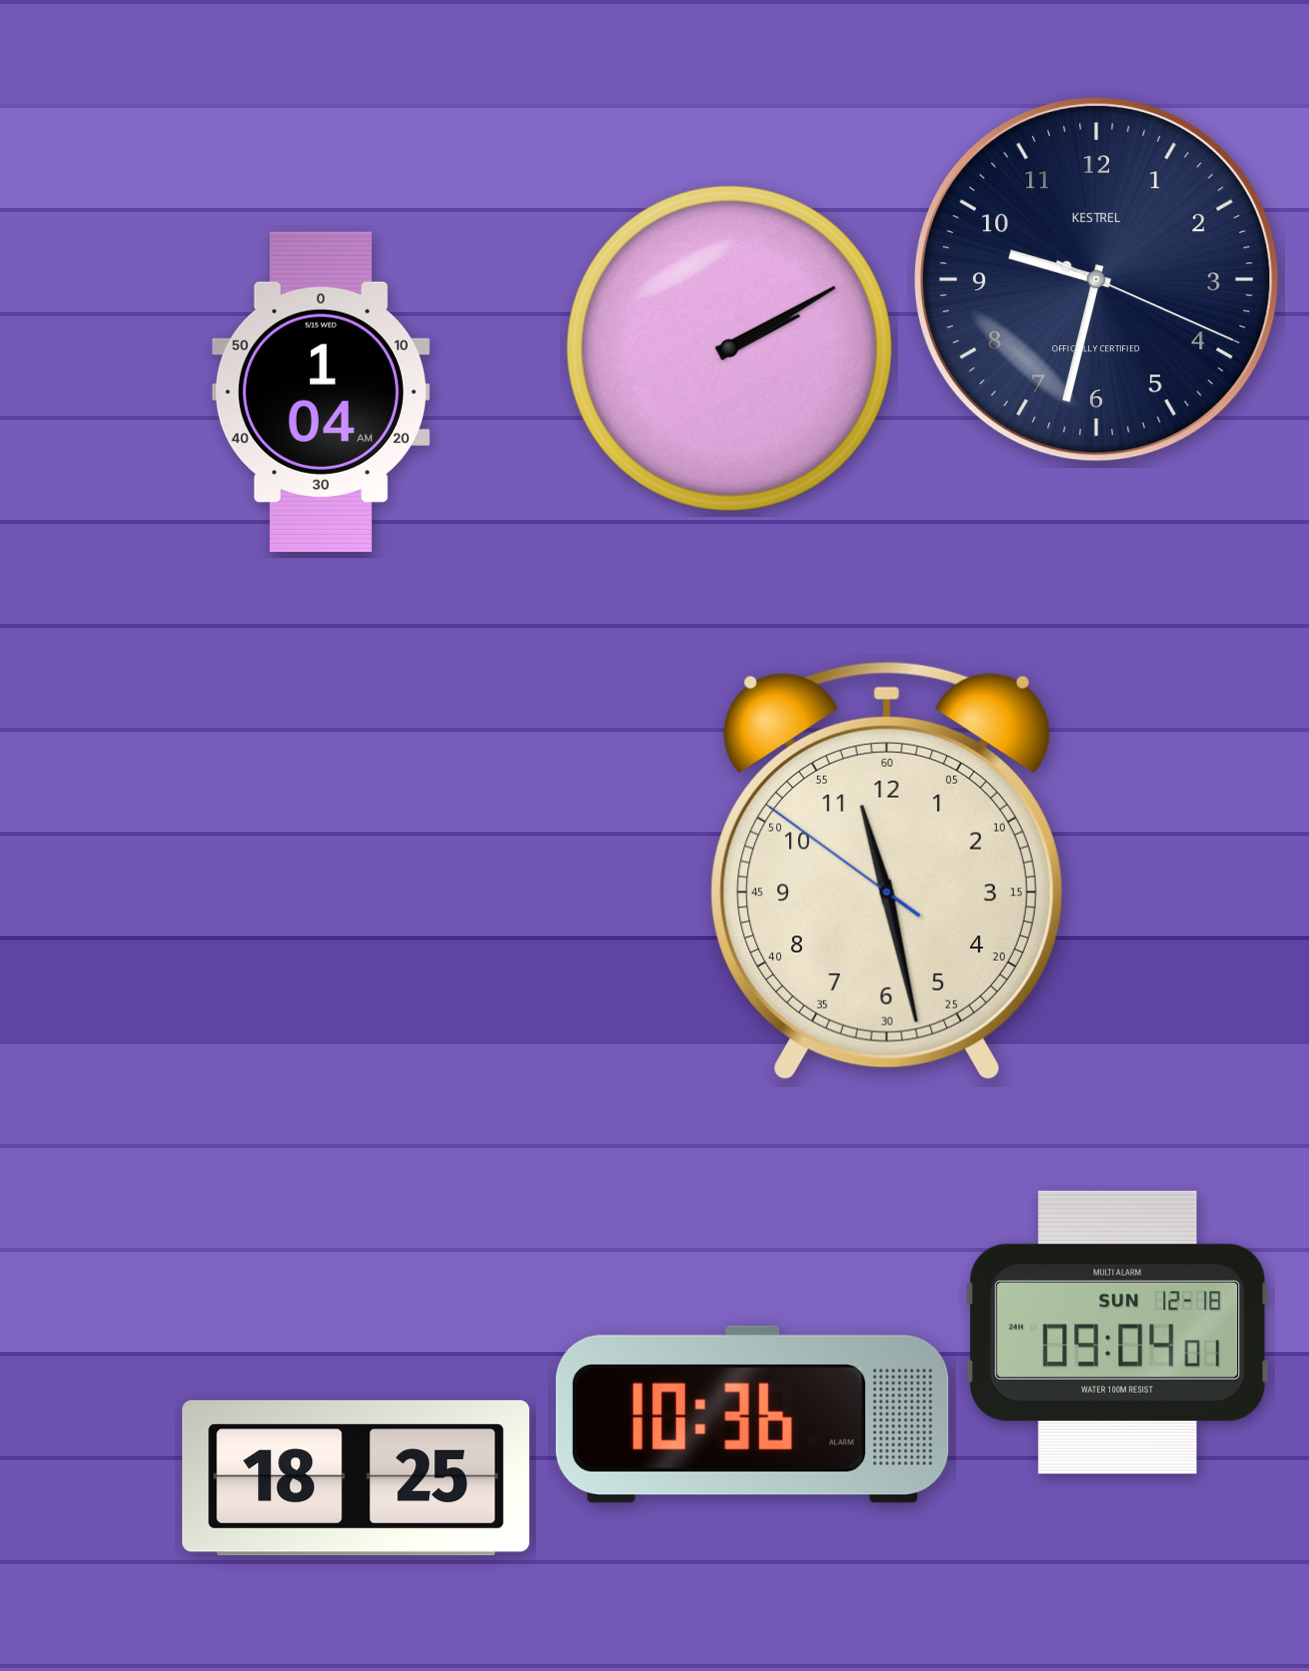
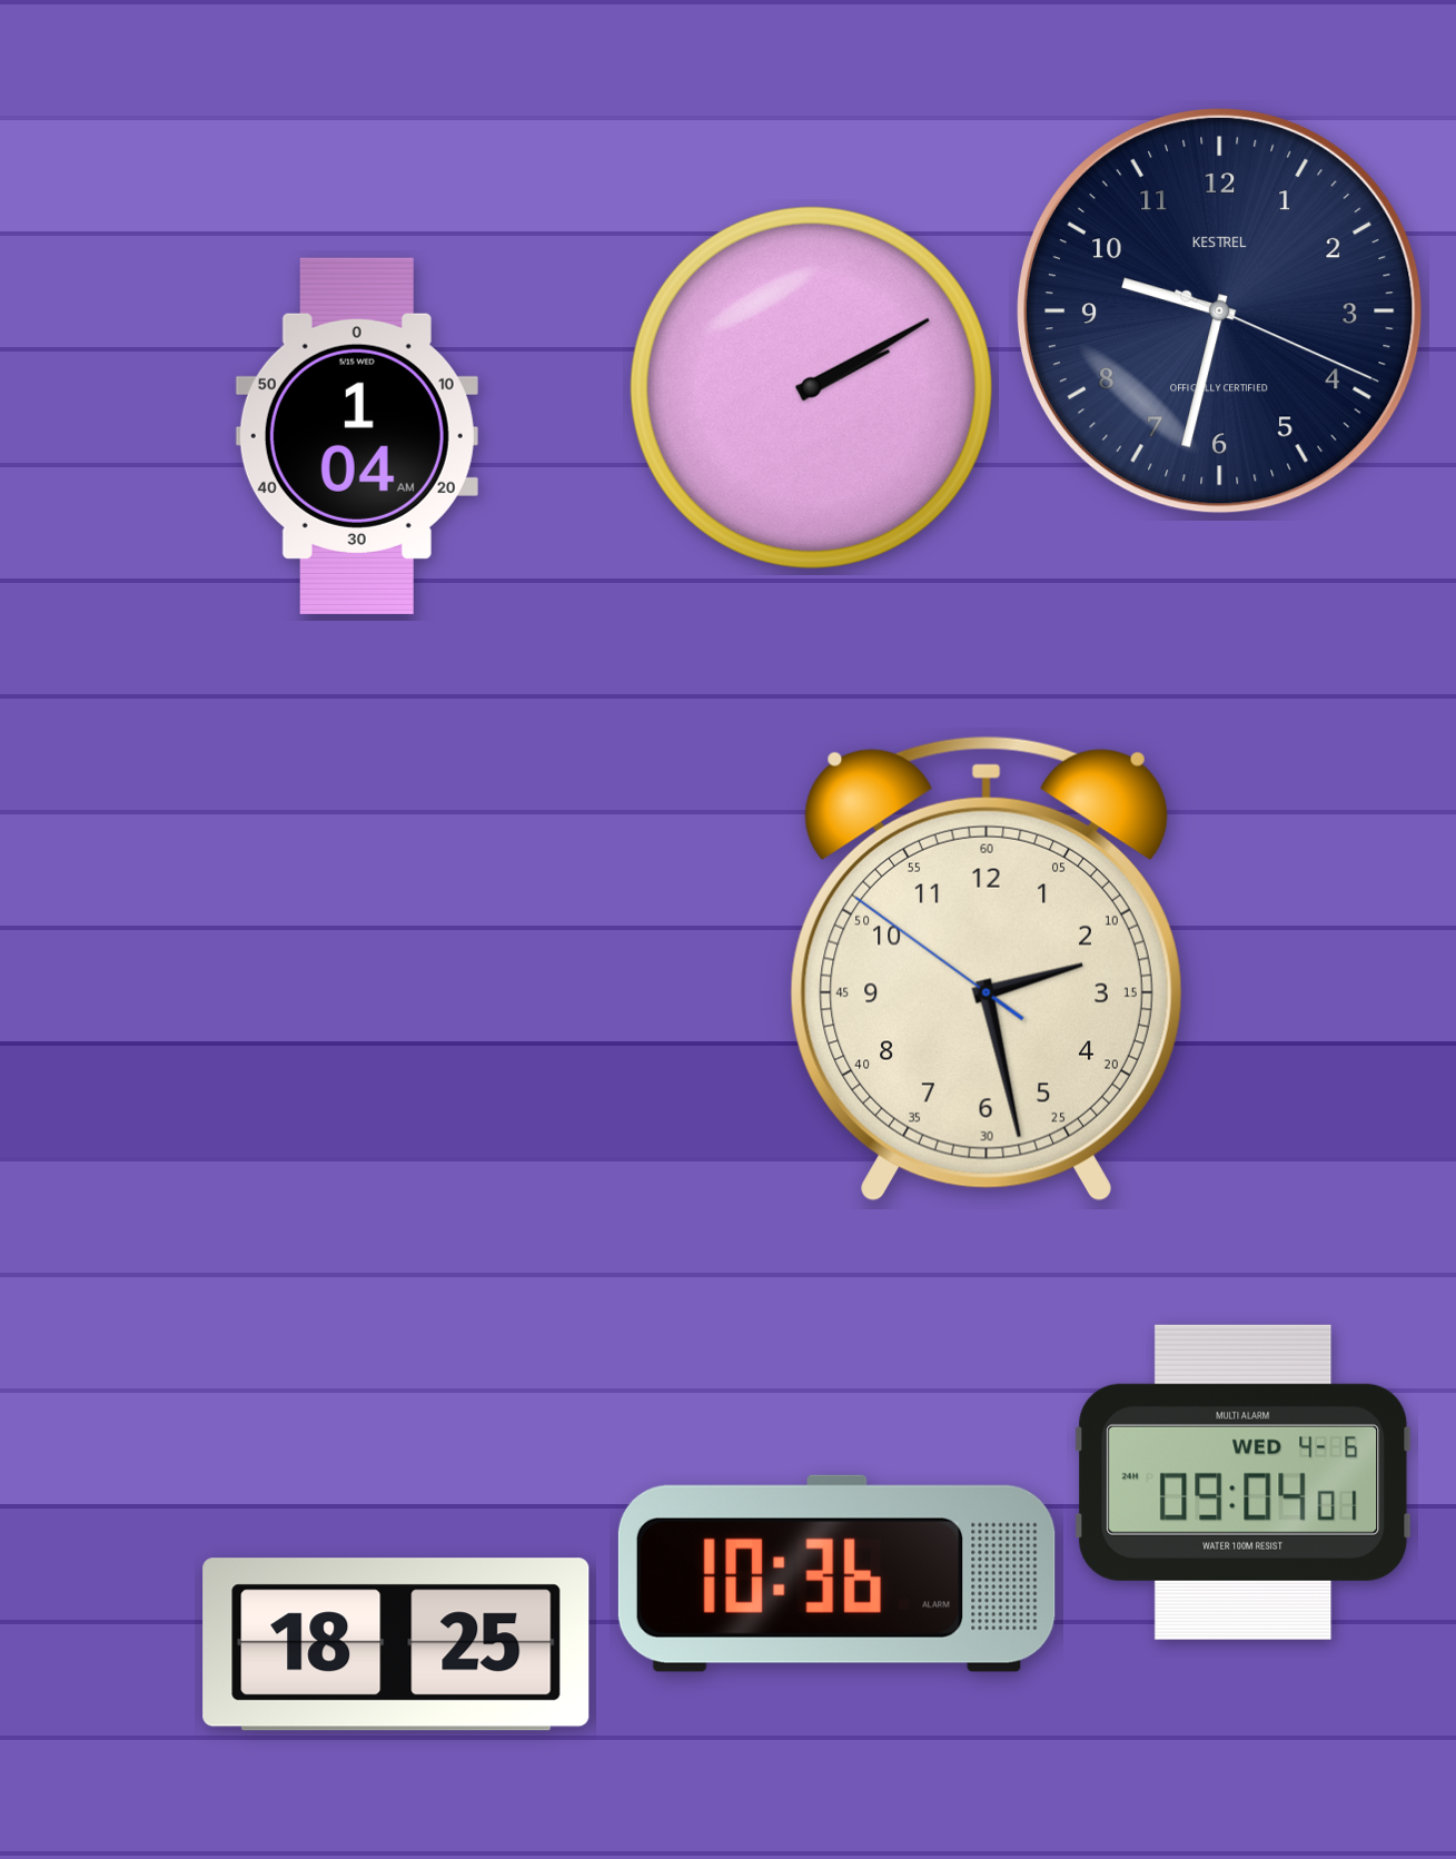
clock at (887, 871): 11:27 -> 2:27
clock at (1118, 1332) date: SUN 12-18 -> WED 4-6
